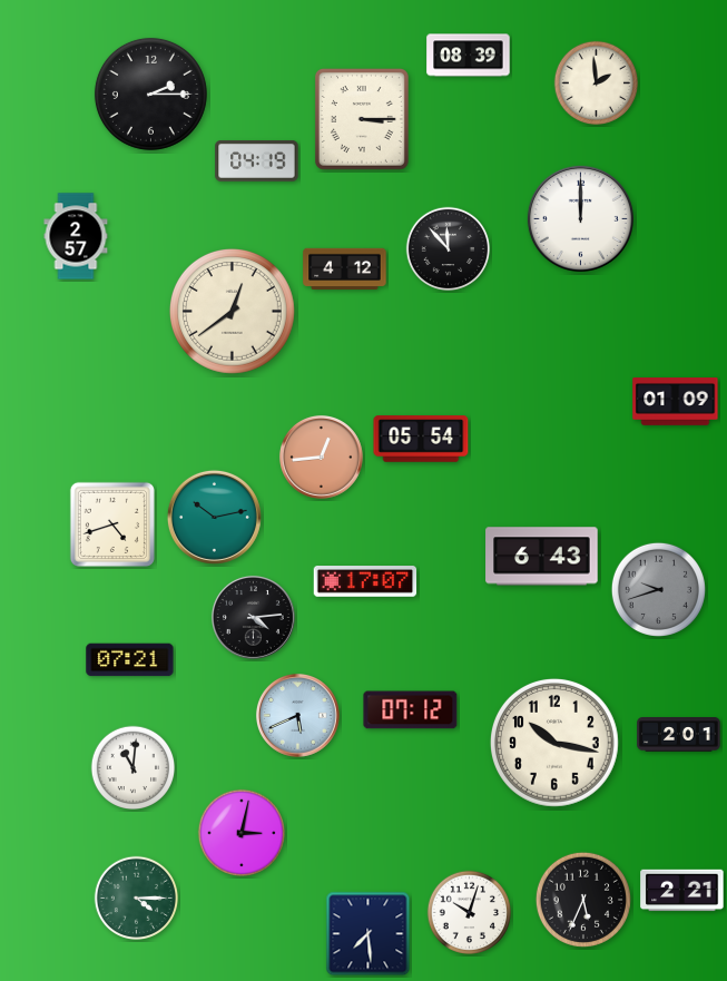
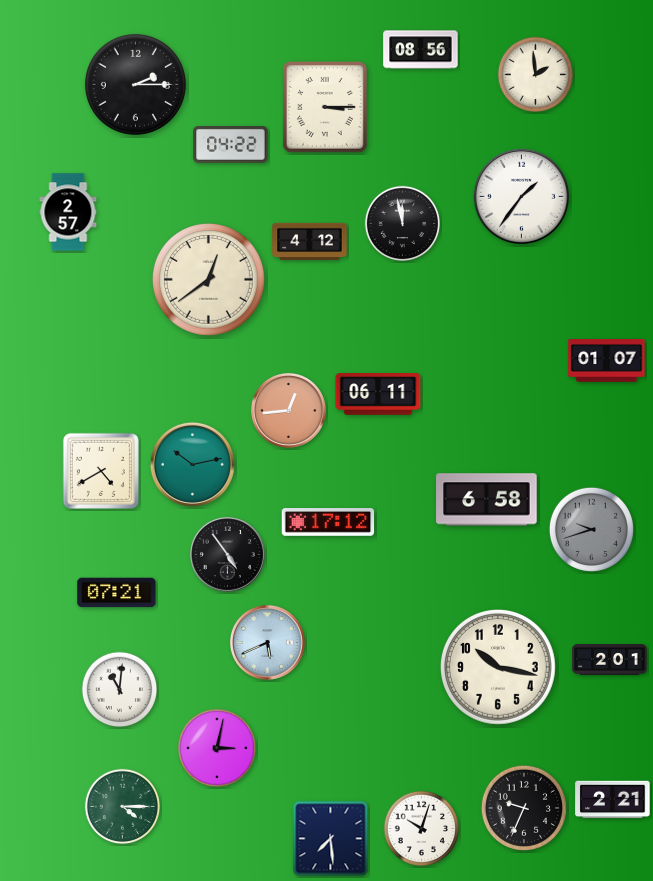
clock at (469, 56): 08:39 -> 08:56
clock at (257, 161): 04:19 -> 04:22
clock at (580, 218): 12:00 -> 1:36
clock at (449, 249): 11:53 -> 11:58
clock at (676, 402): 01:09 -> 01:07
clock at (421, 439): 05:54 -> 06:11
clock at (112, 524): 4:42 -> 4:40
clock at (542, 557): 6:43 -> 6:58
clock at (365, 582): 17:07 -> 17:12
clock at (253, 617): 4:14 -> 4:54
clock at (411, 710): 07:12 -> none
clock at (583, 900): 5:34 -> 9:34
clock at (470, 913) position: (470, 913) -> (422, 829)
